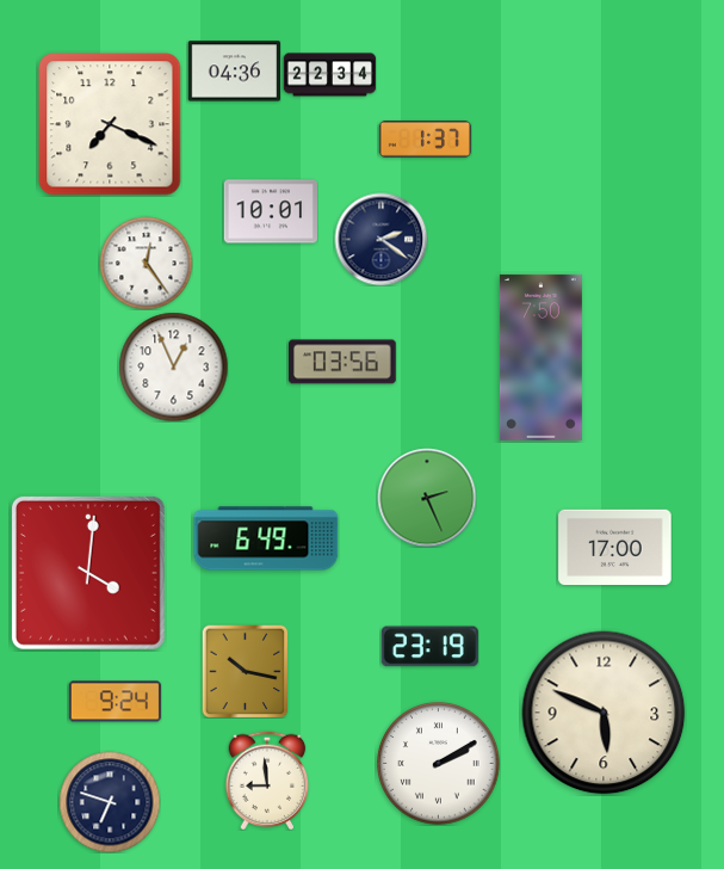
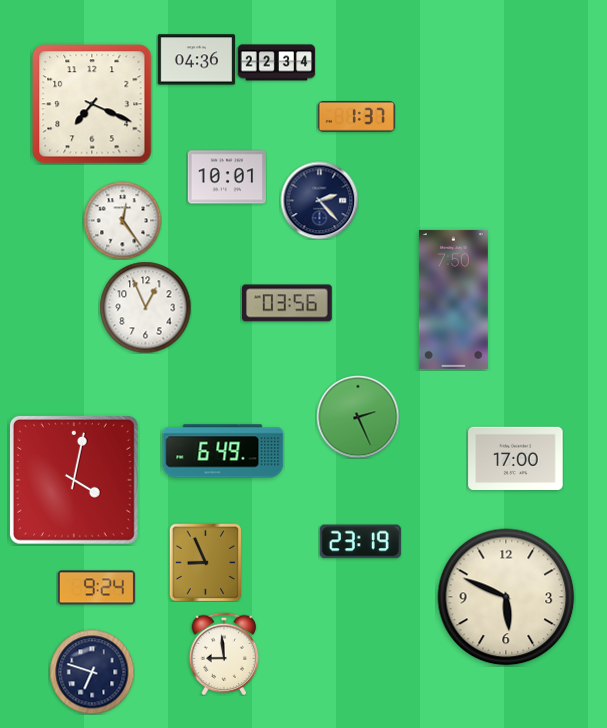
clock at (380, 239): 2:21 -> 2:23
clock at (88, 573): 4:01 -> 4:02
clock at (246, 671): 10:17 -> 8:56
clock at (439, 764): 2:10 -> none
